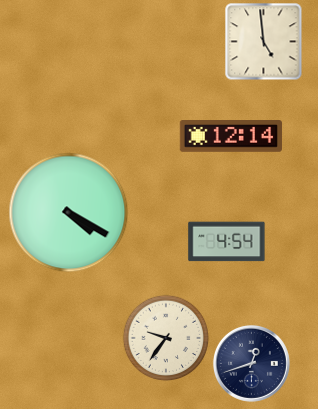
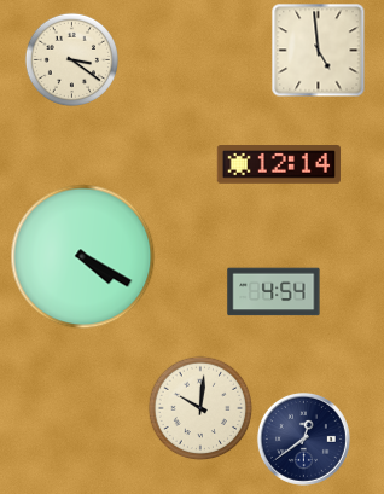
clock at (71, 59): none -> 3:21
clock at (166, 338): 9:36 -> 10:01
clock at (251, 363): 12:42 -> 12:39
